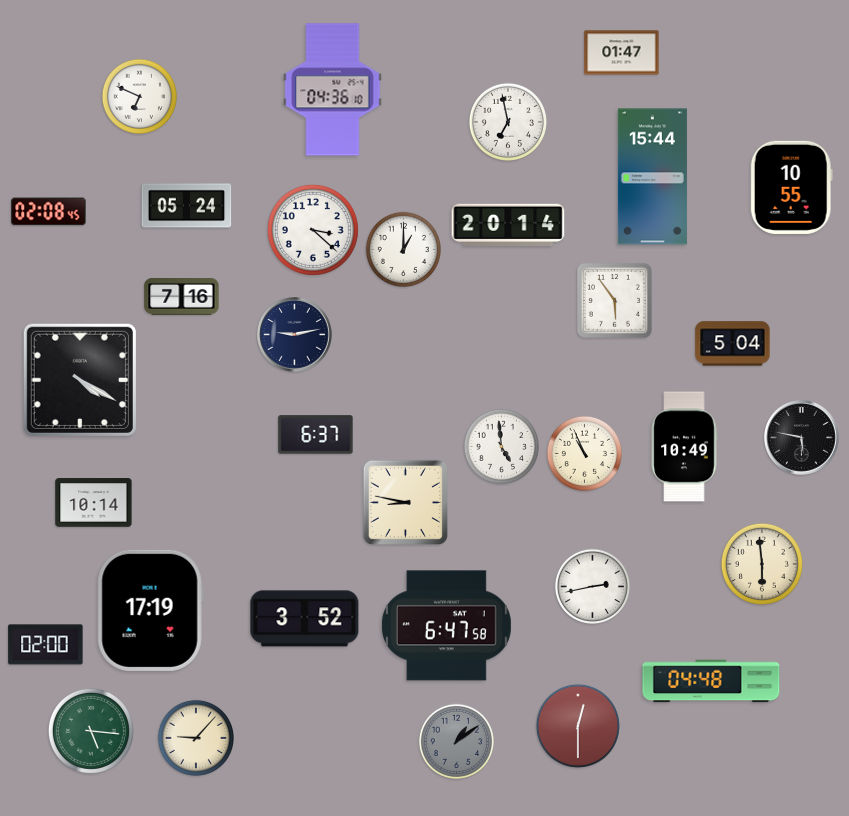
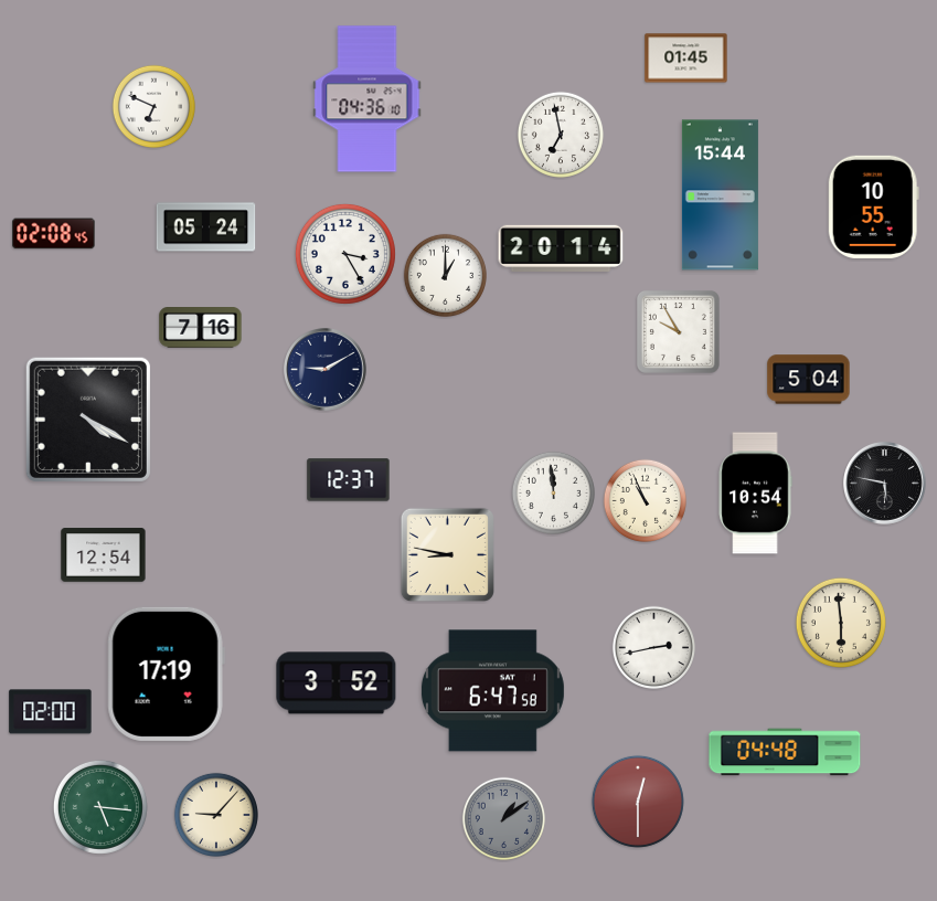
clock at (622, 53): 01:47 -> 01:45
clock at (313, 230): 3:22 -> 3:25
clock at (614, 300): 5:54 -> 9:55
clock at (295, 335): 9:13 -> 9:10
clock at (316, 435): 6:37 -> 12:37
clock at (501, 446): 4:59 -> 11:59
clock at (684, 447): 10:49 -> 10:54
clock at (94, 503): 10:14 -> 12:54
